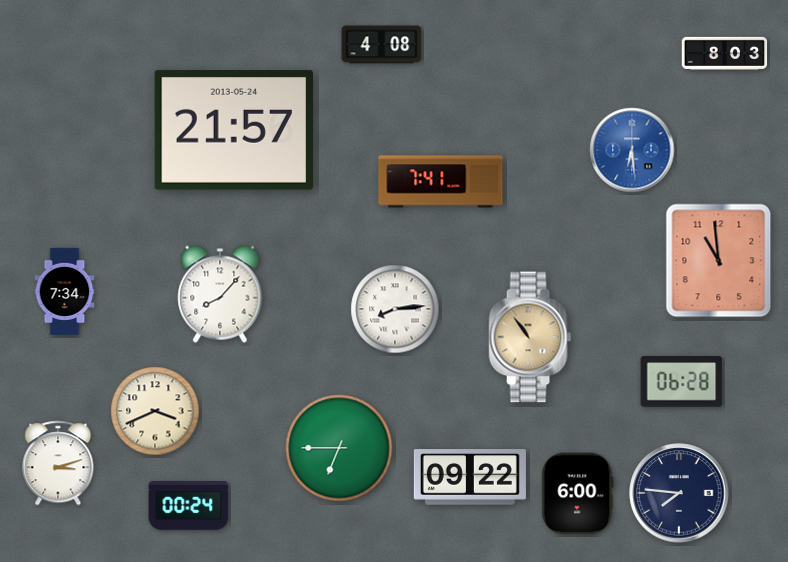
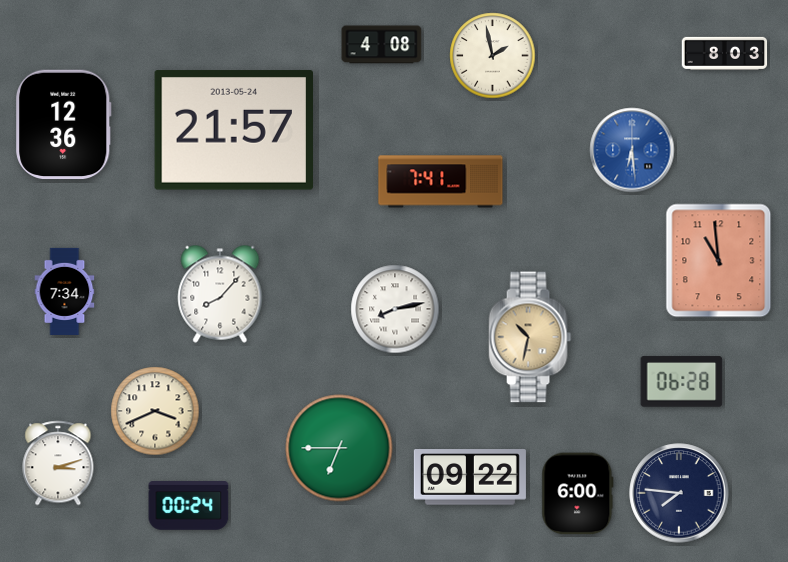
clock at (493, 56): none -> 1:58
clock at (64, 125): none -> 12:36
clock at (395, 309): 8:14 -> 8:13
clock at (530, 337): 10:54 -> 10:32
